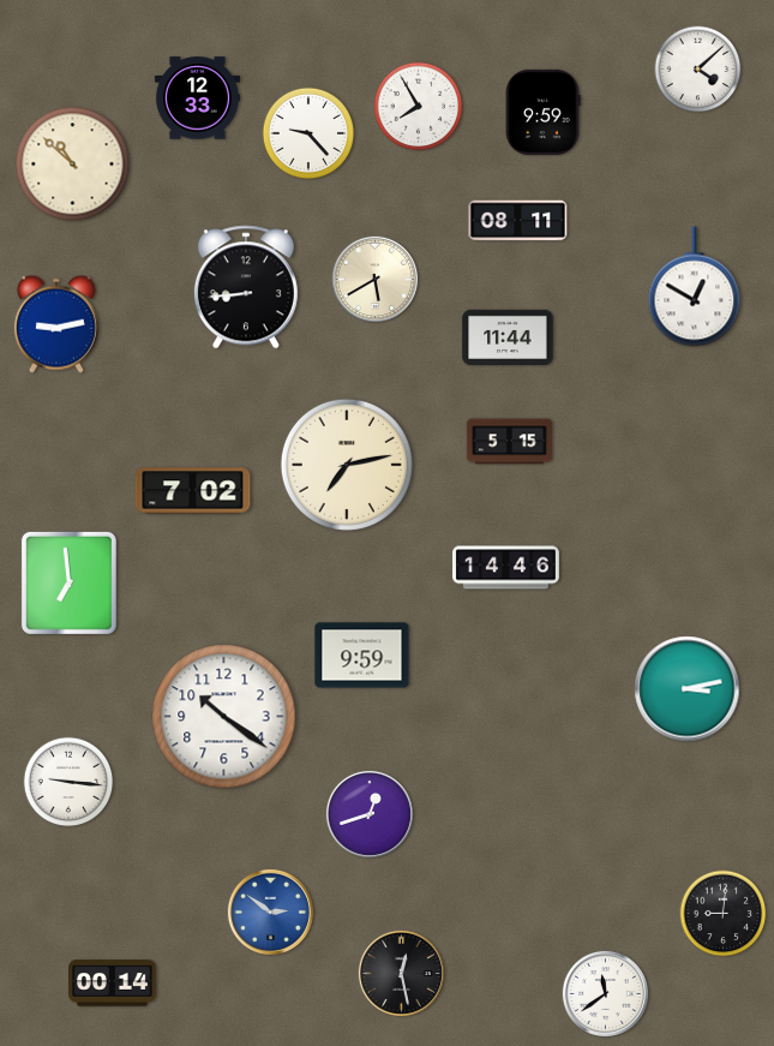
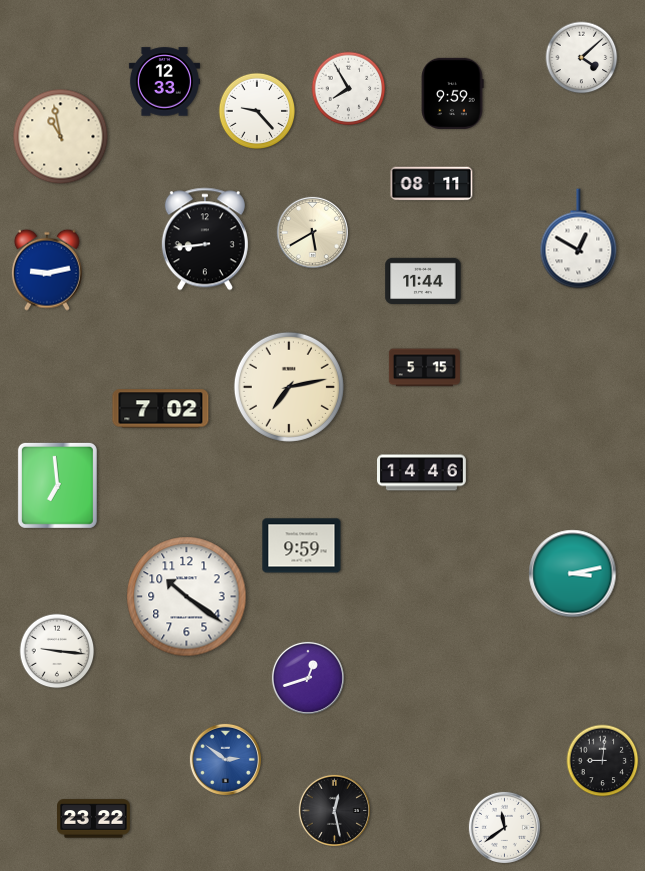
clock at (73, 165): 10:52 -> 10:58
clock at (113, 984): 00:14 -> 23:22
